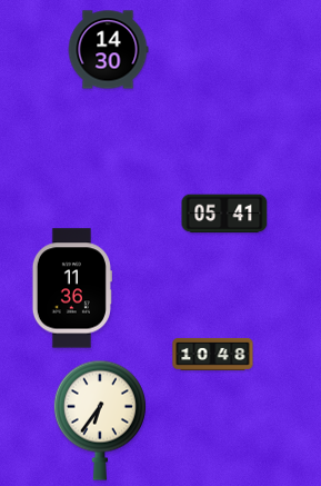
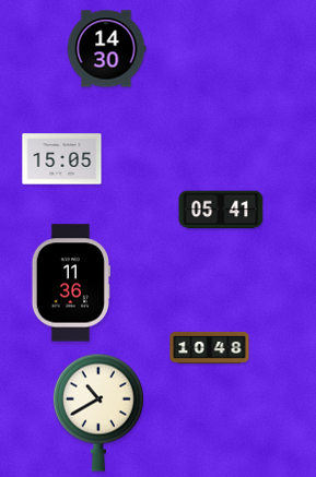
clock at (62, 159): none -> 15:05
clock at (100, 420): 6:36 -> 10:40
